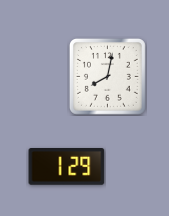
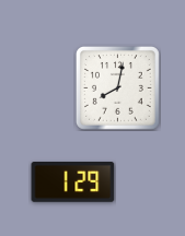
clock at (107, 76) position: (107, 76) -> (117, 87)
